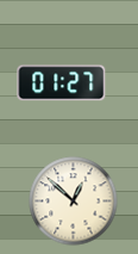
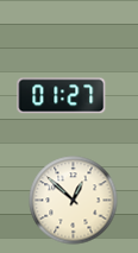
clock at (62, 83) position: (62, 83) -> (62, 96)
